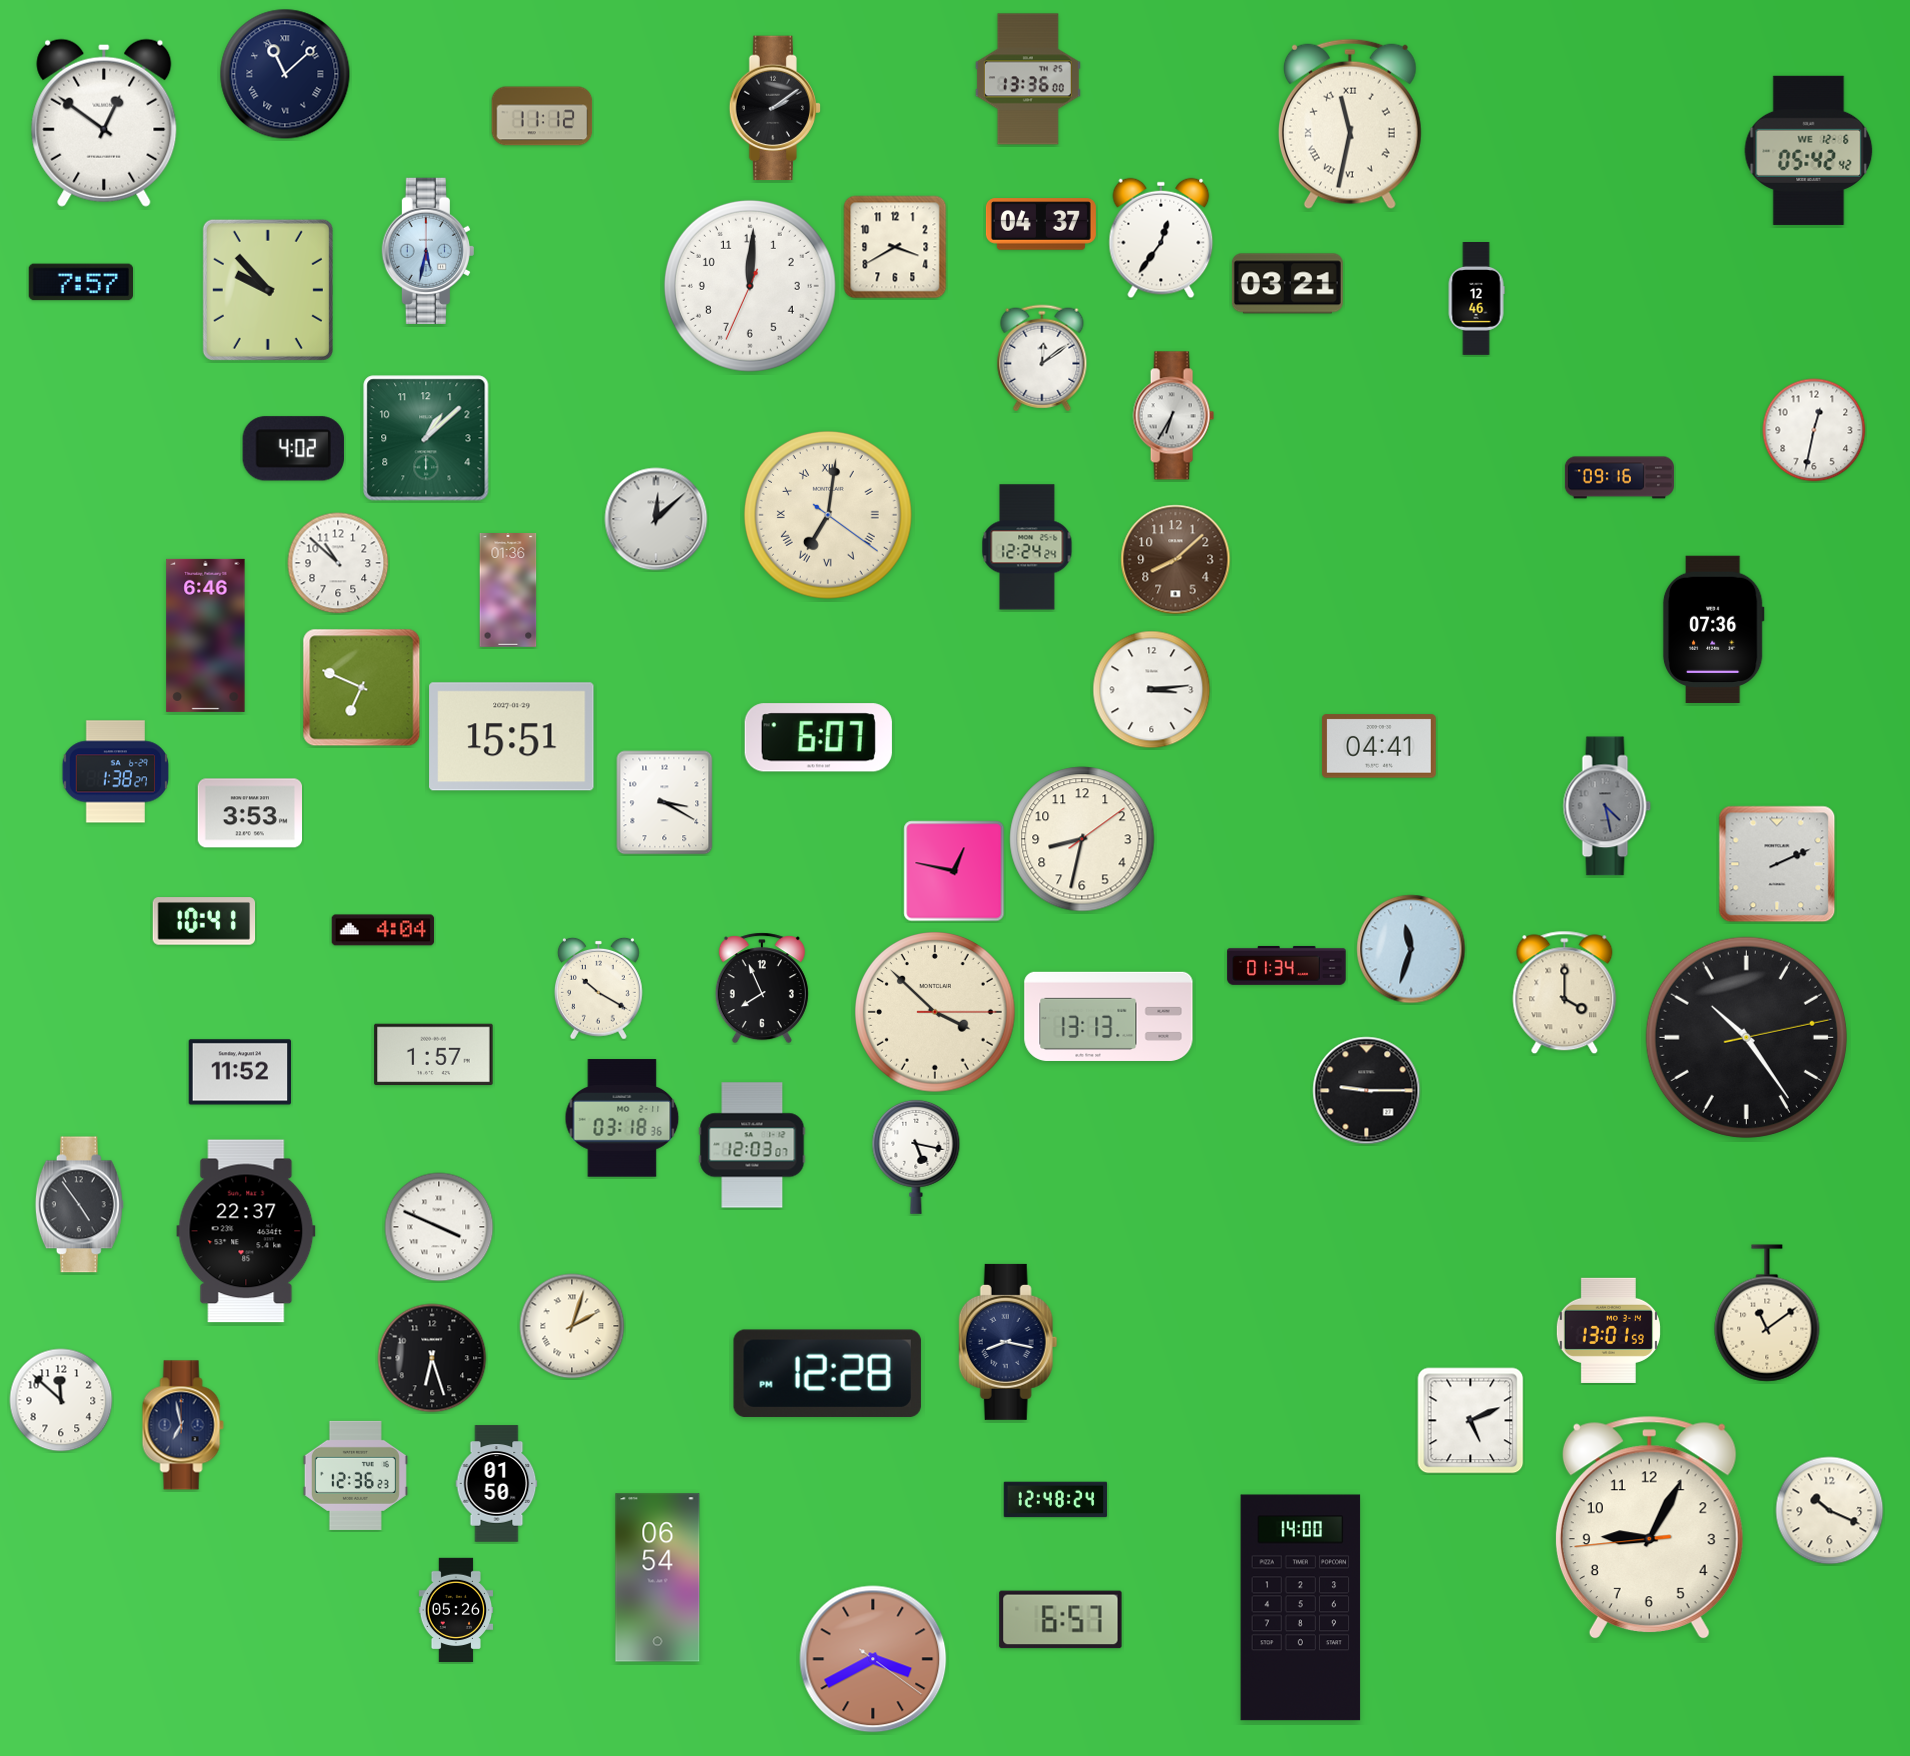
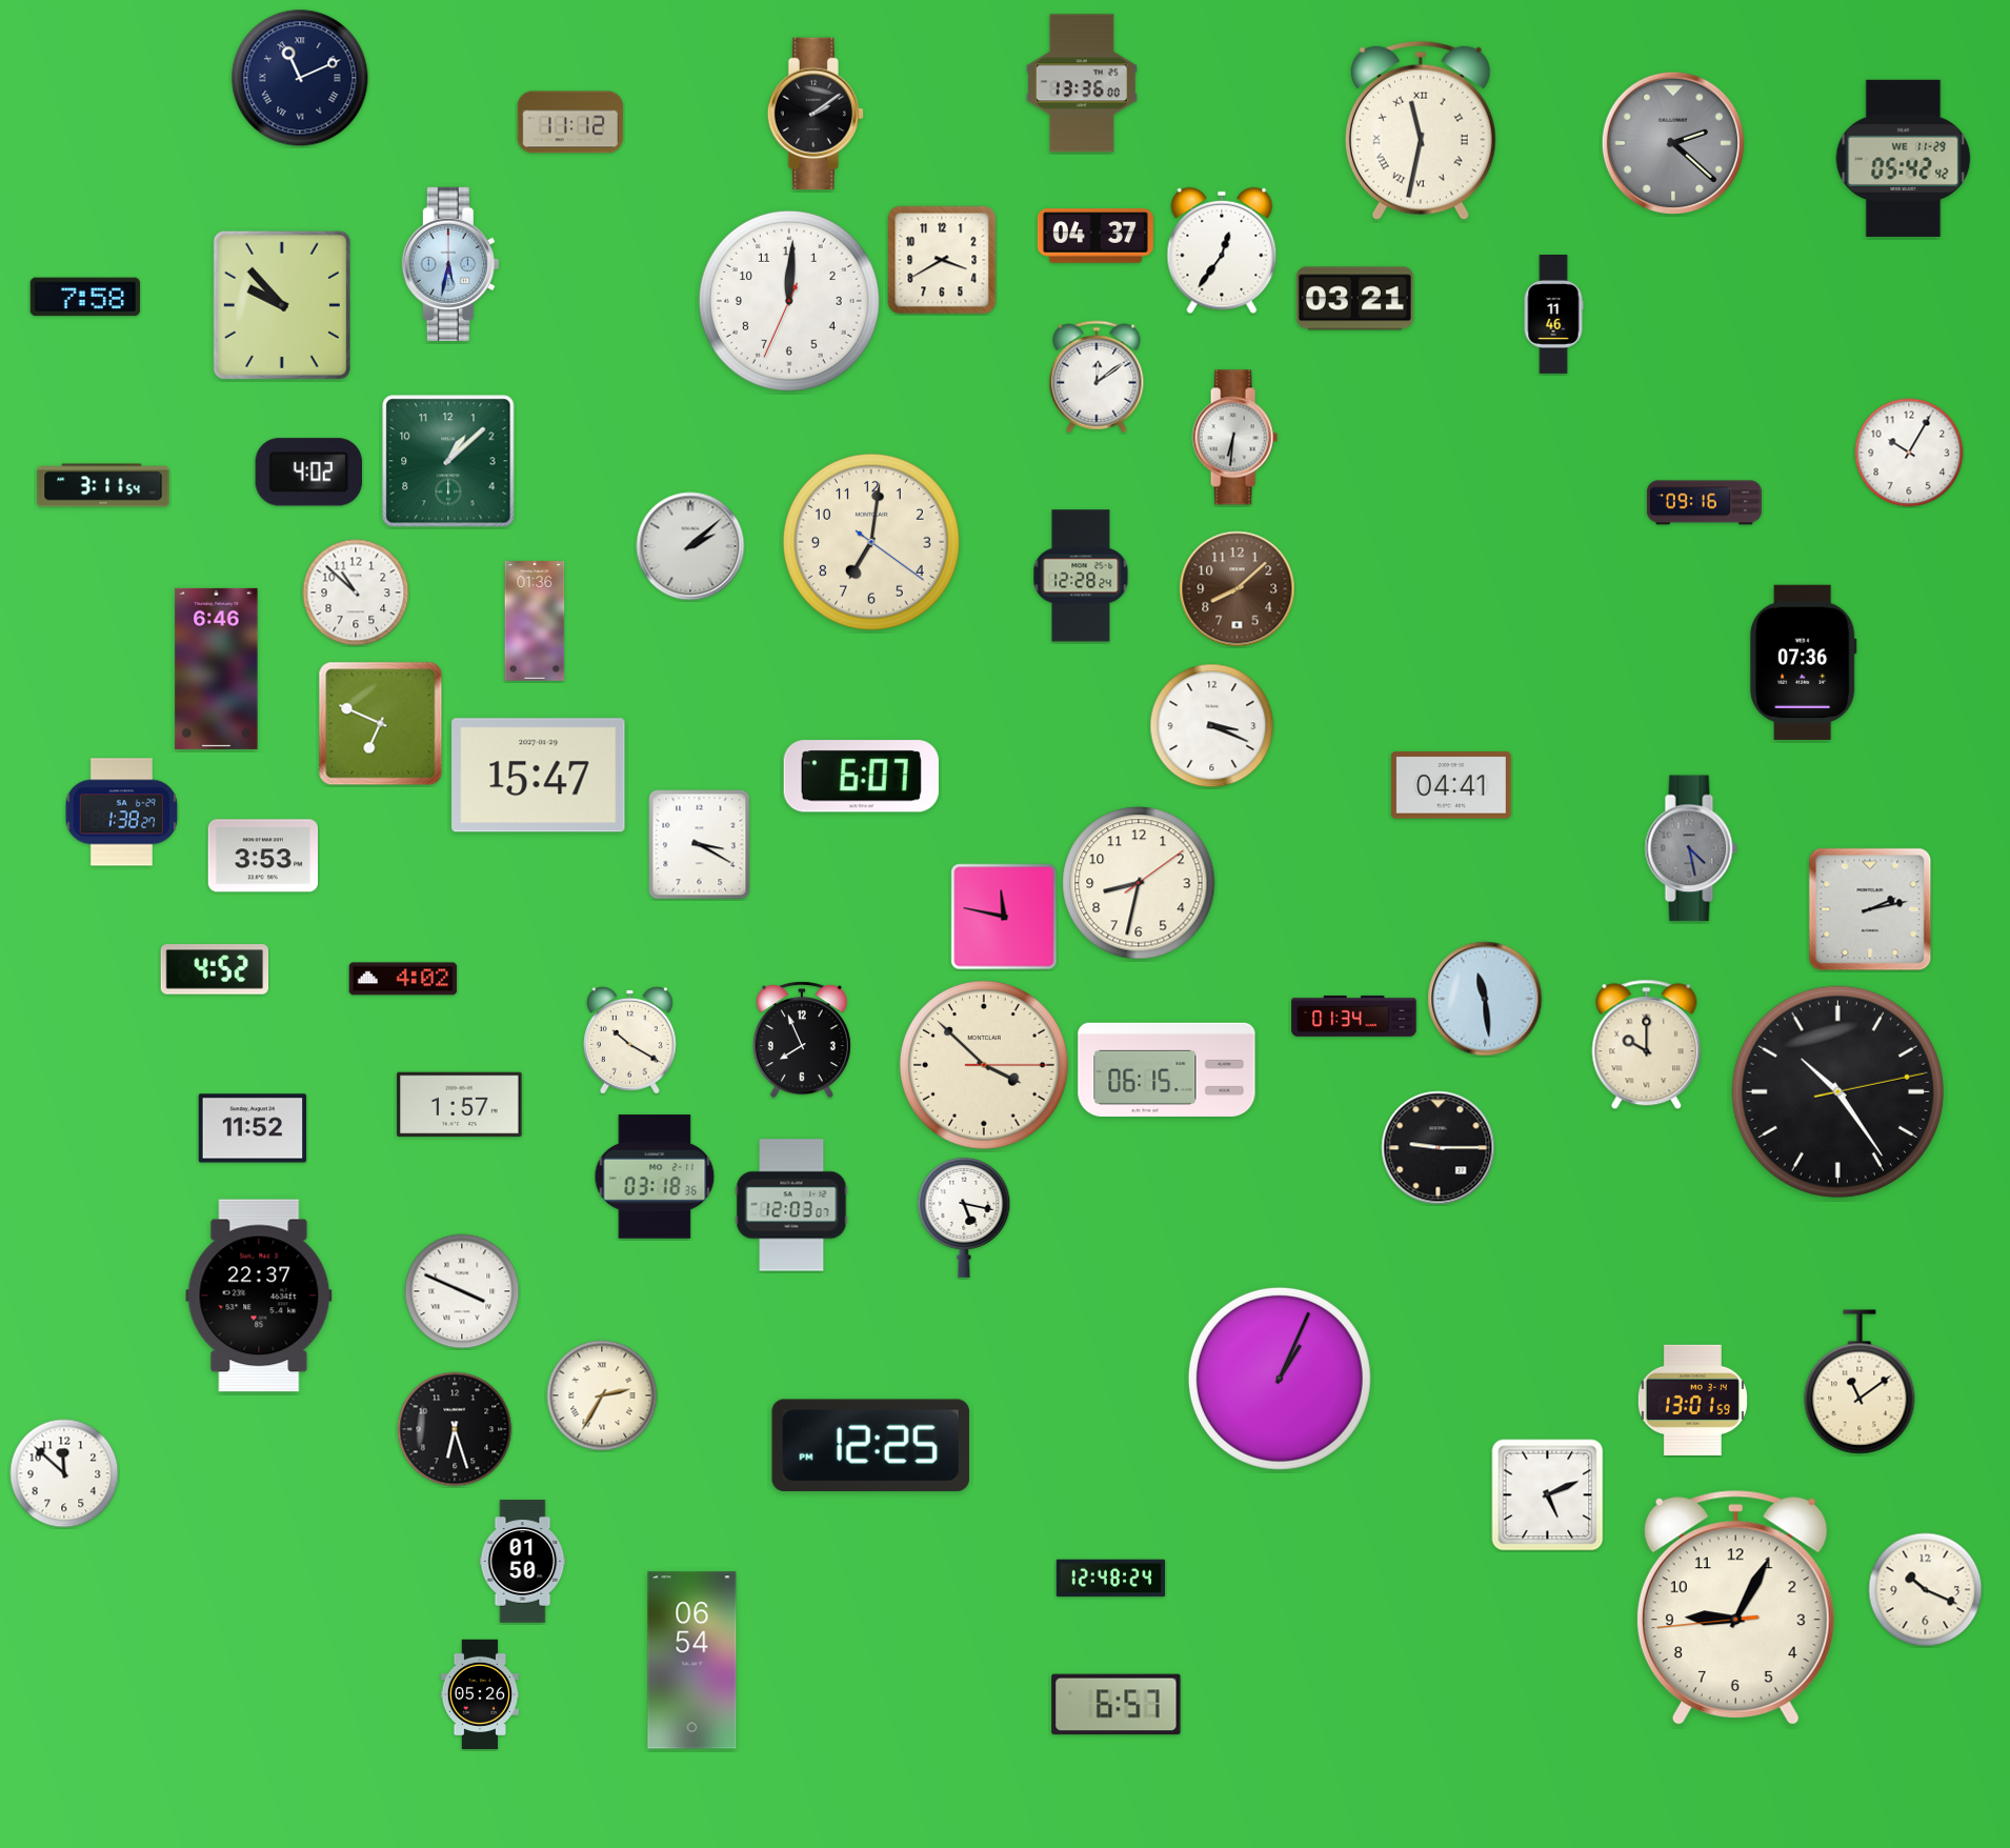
clock at (285, 74): 11:08 -> 11:11
clock at (104, 123): 12:51 -> none
clock at (1673, 143): none -> 2:22
clock at (1809, 150) date: WE 12-6 -> WE 11-29
clock at (80, 282): 7:57 -> 7:58
clock at (1476, 299): 12:46 -> 11:46
clock at (1173, 416): 6:35 -> 6:31
clock at (1814, 430): 12:32 -> 10:05
clock at (103, 485): none -> 3:11
clock at (828, 515) numerals: Roman -> Arabic
clock at (656, 519): 12:08 -> 2:08
clock at (1027, 547): 12:24 -> 12:28
clock at (1152, 690): 3:14 -> 3:19
clock at (512, 737): 15:51 -> 15:47
clock at (1777, 864): 2:11 -> 2:13
clock at (954, 871): 12:47 -> 11:47
clock at (204, 921): 10:41 -> 4:52
clock at (383, 930): 4:04 -> 4:02
clock at (1411, 949): 11:33 -> 11:29
clock at (1565, 993): 4:00 -> 10:00
clock at (1109, 1016): 13:13 -> 06:15
clock at (434, 1055) position: (434, 1055) -> (460, 1105)
clock at (79, 1205): 4:54 -> none
clock at (1280, 1379): none -> 1:04
clock at (572, 1326): 2:03 -> 2:35
clock at (1008, 1342): 8:17 -> none
clock at (827, 1373): 12:28 -> 12:25
clock at (183, 1425): 6:58 -> none
clock at (355, 1475): 12:36 -> none
clock at (1301, 1608): 14:00 -> none
clock at (873, 1659): 3:40 -> none
